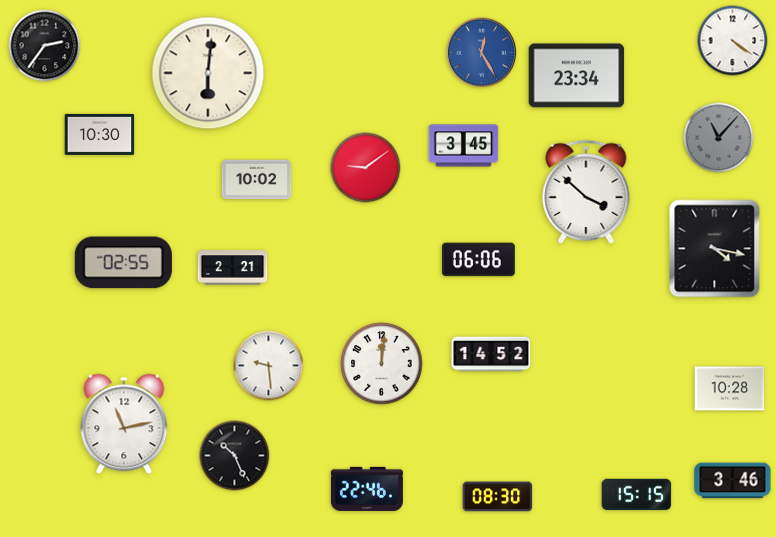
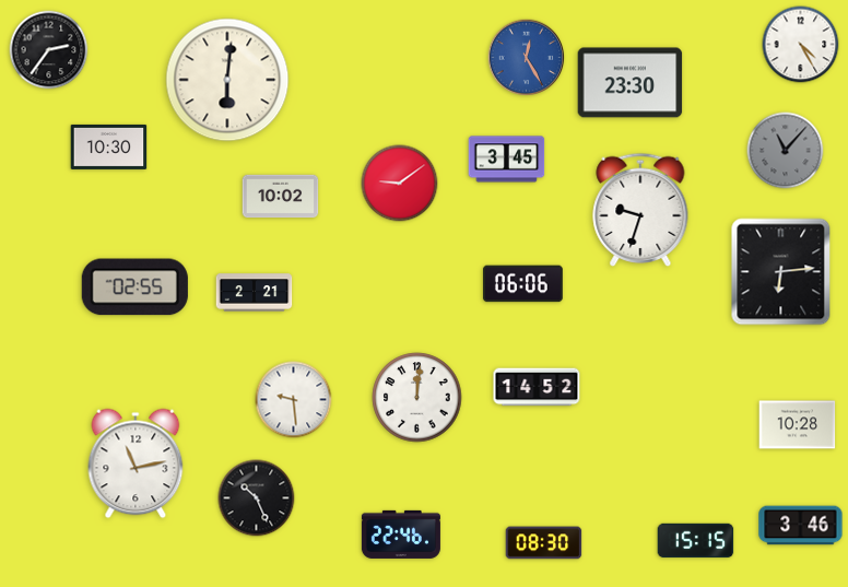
clock at (733, 41): 4:21 -> 4:25
clock at (577, 76): 23:34 -> 23:30
clock at (586, 191): 3:52 -> 9:33
clock at (715, 249): 4:17 -> 6:14
